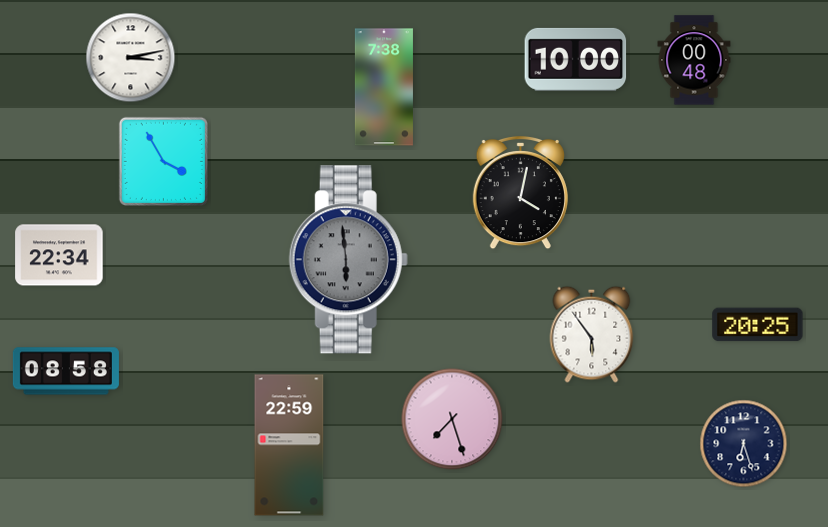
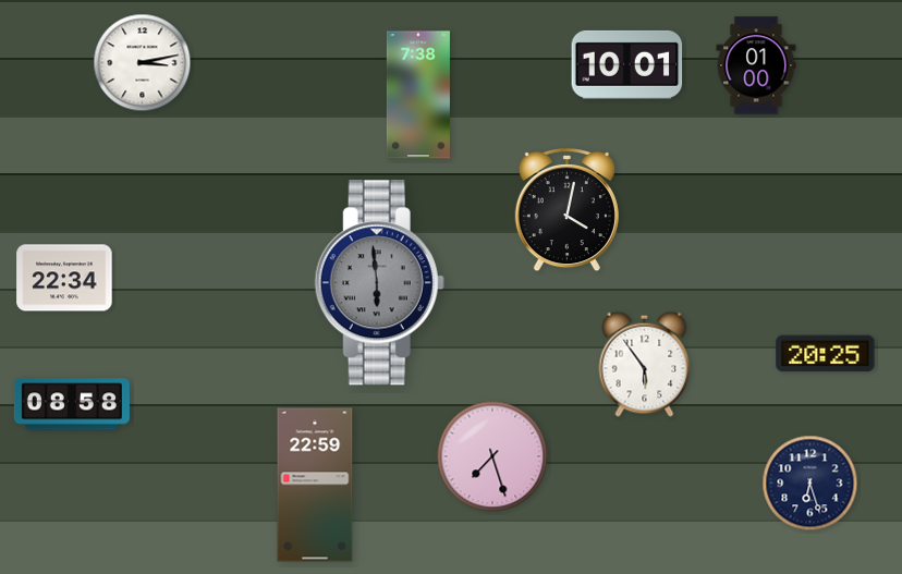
clock at (576, 59): 10:00 -> 10:01
clock at (694, 60): 00:48 -> 01:00
clock at (163, 161): 3:55 -> none
